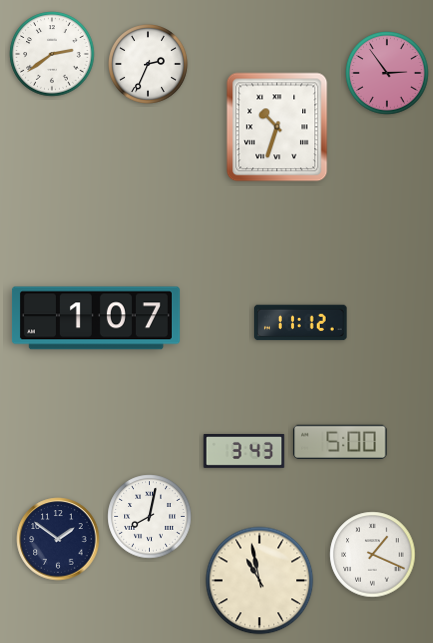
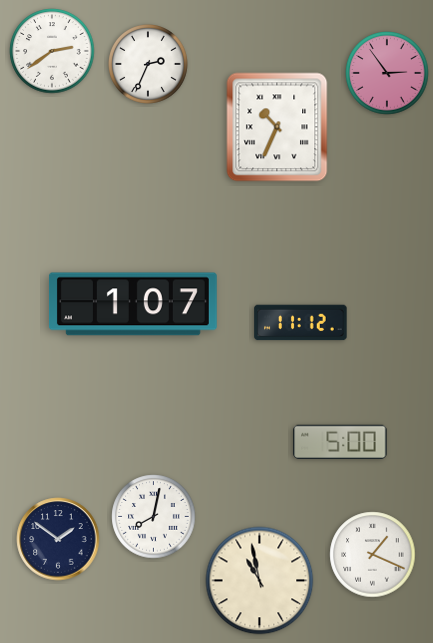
clock at (52, 54) position: (52, 54) -> (52, 51)
clock at (277, 127): 10:33 -> 10:34
clock at (96, 318) position: (96, 318) -> (133, 304)
clock at (244, 451): 3:43 -> none
clock at (150, 517) position: (150, 517) -> (154, 517)
